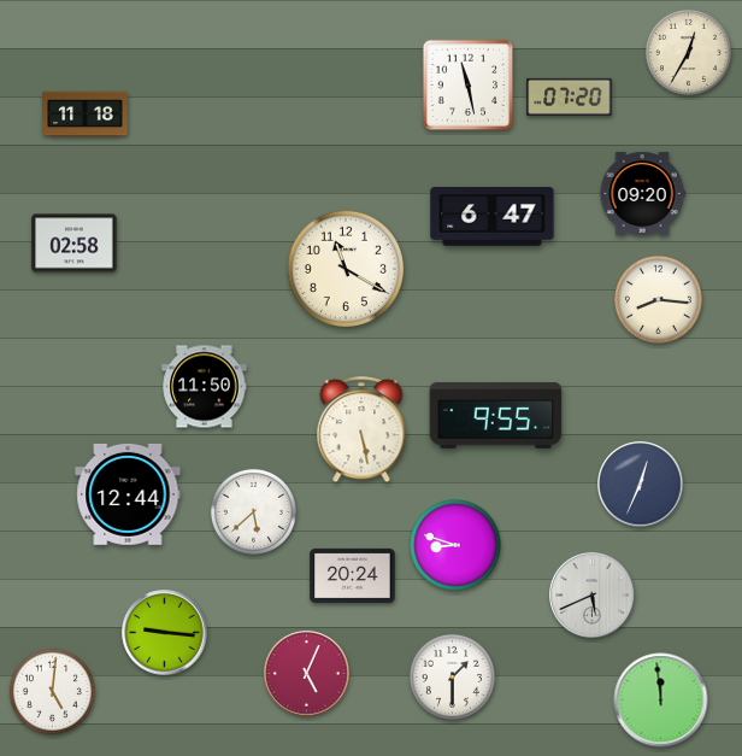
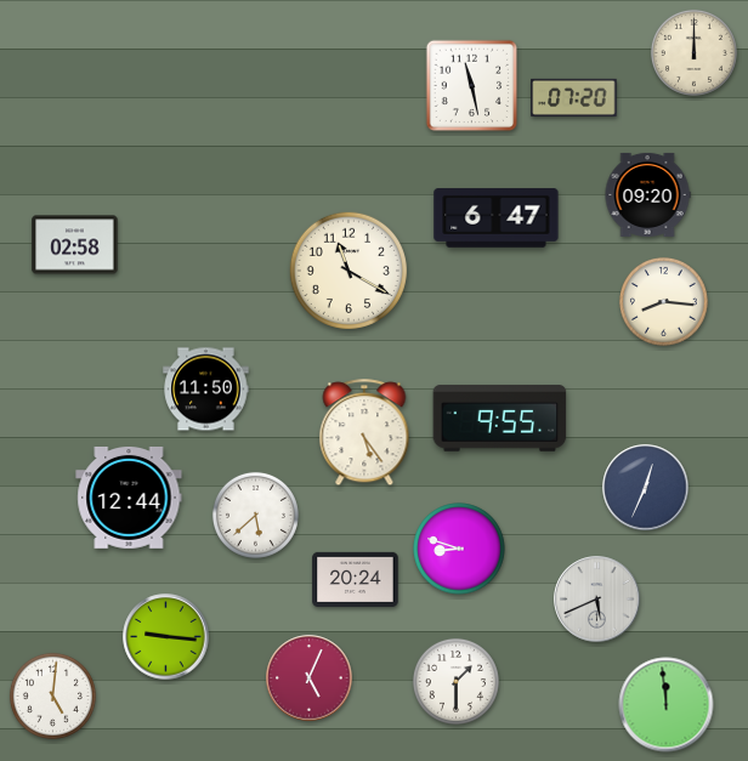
clock at (688, 52): 12:35 -> 12:00
clock at (86, 115): 11:18 -> none
clock at (361, 430): 5:28 -> 5:24
